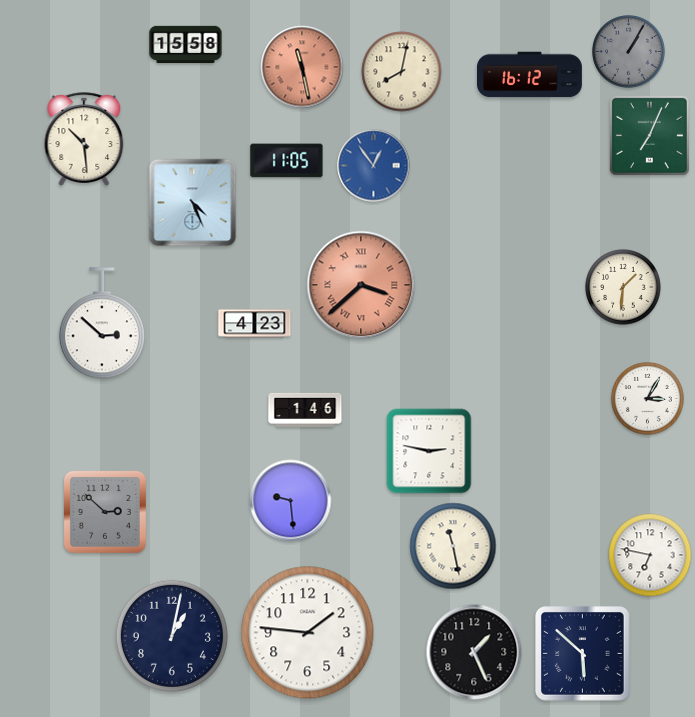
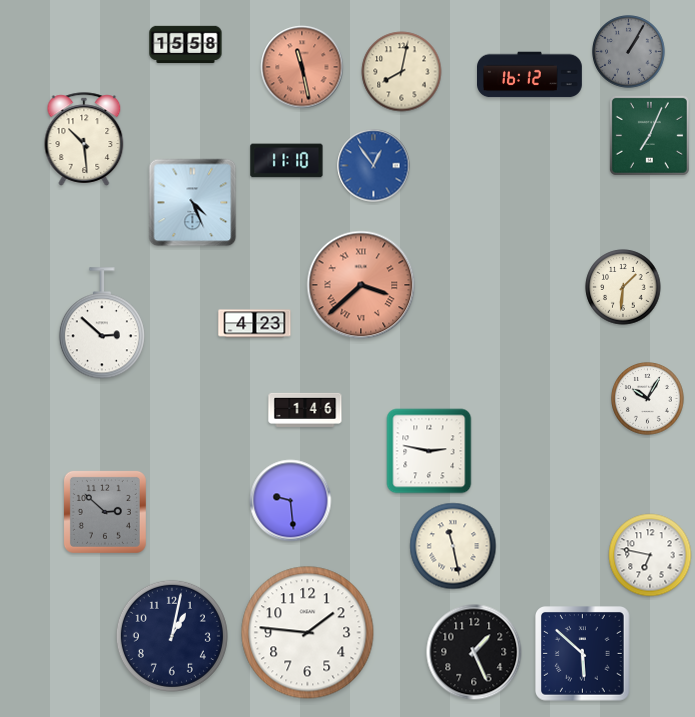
clock at (287, 161): 11:05 -> 11:10
clock at (648, 399): 3:05 -> 10:05
